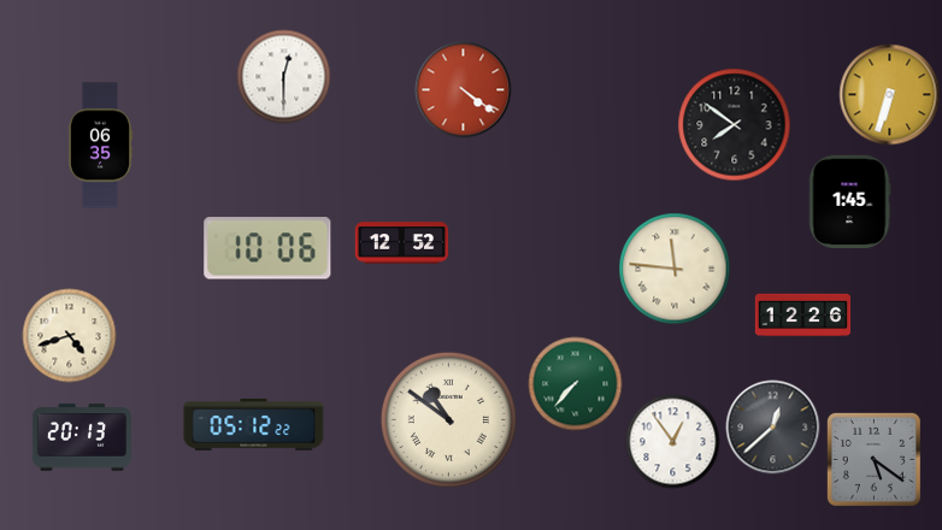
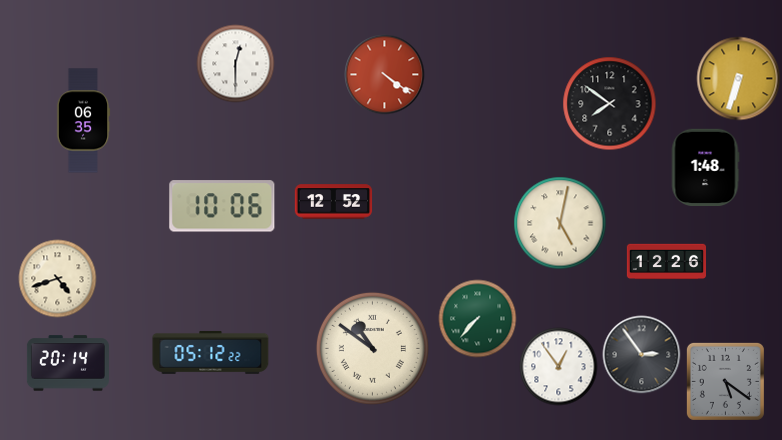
clock at (849, 201): 1:45 -> 1:48
clock at (675, 269): 11:46 -> 5:02
clock at (772, 426): 12:38 -> 2:54
clock at (82, 437): 20:13 -> 20:14
